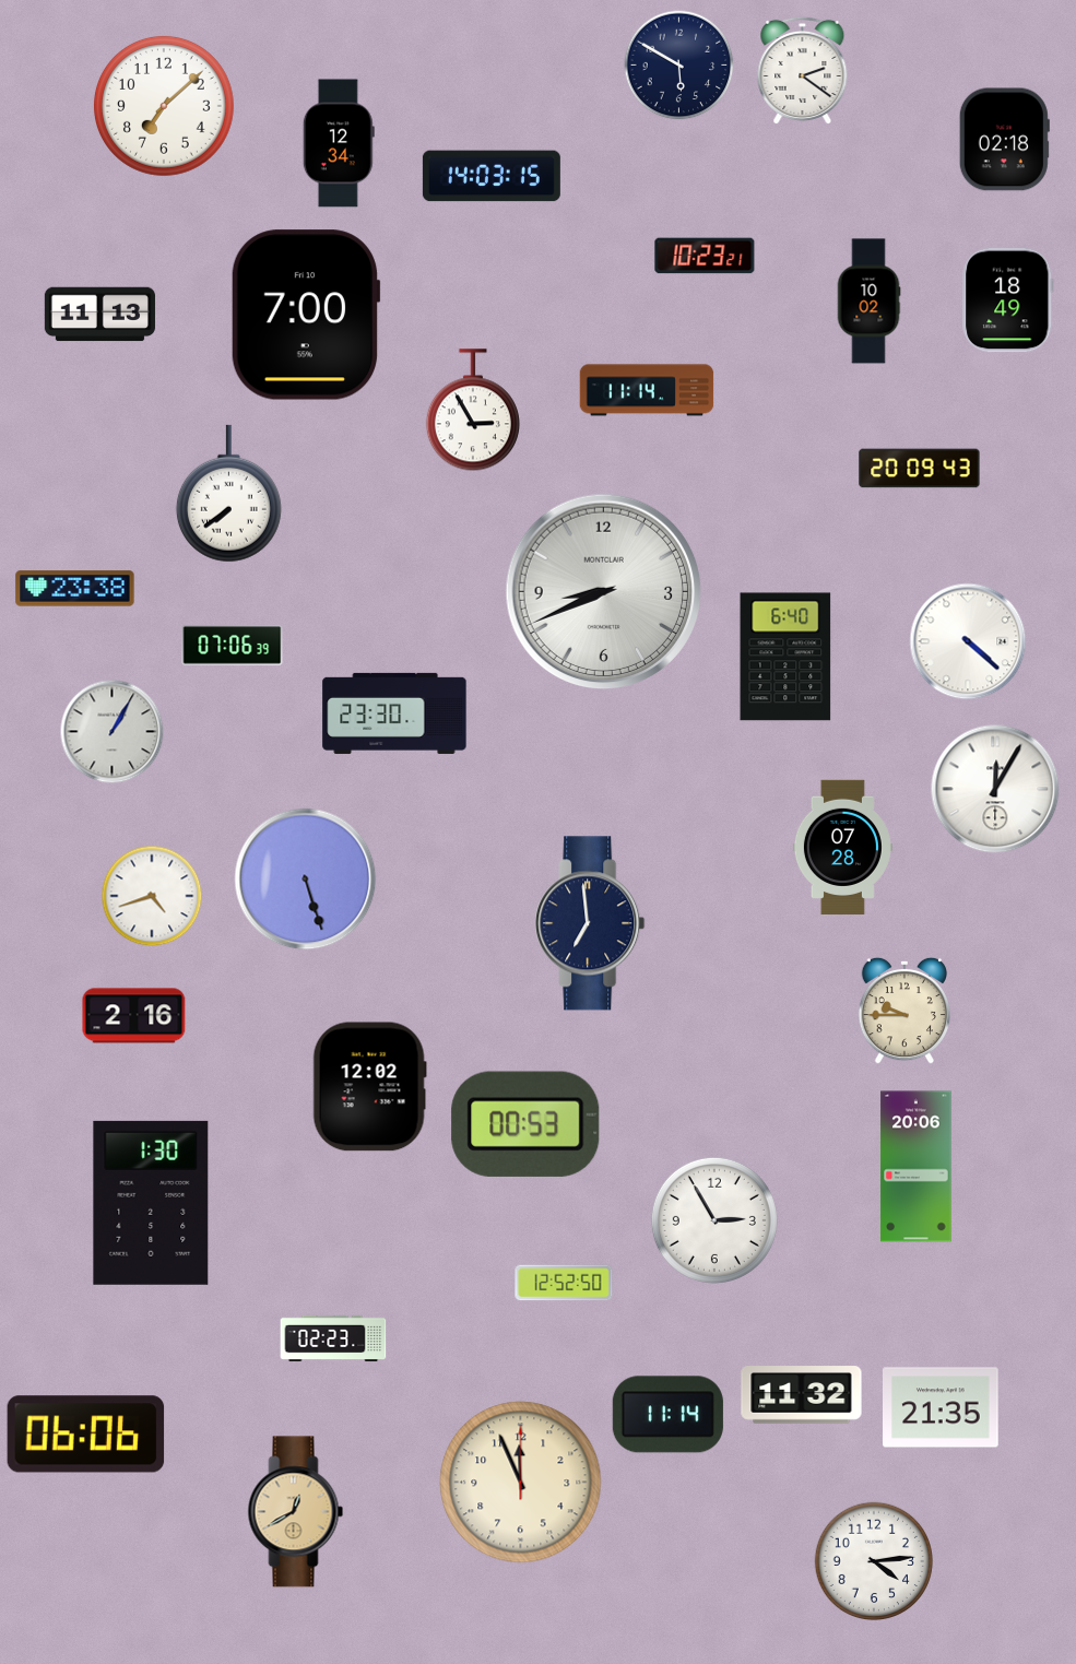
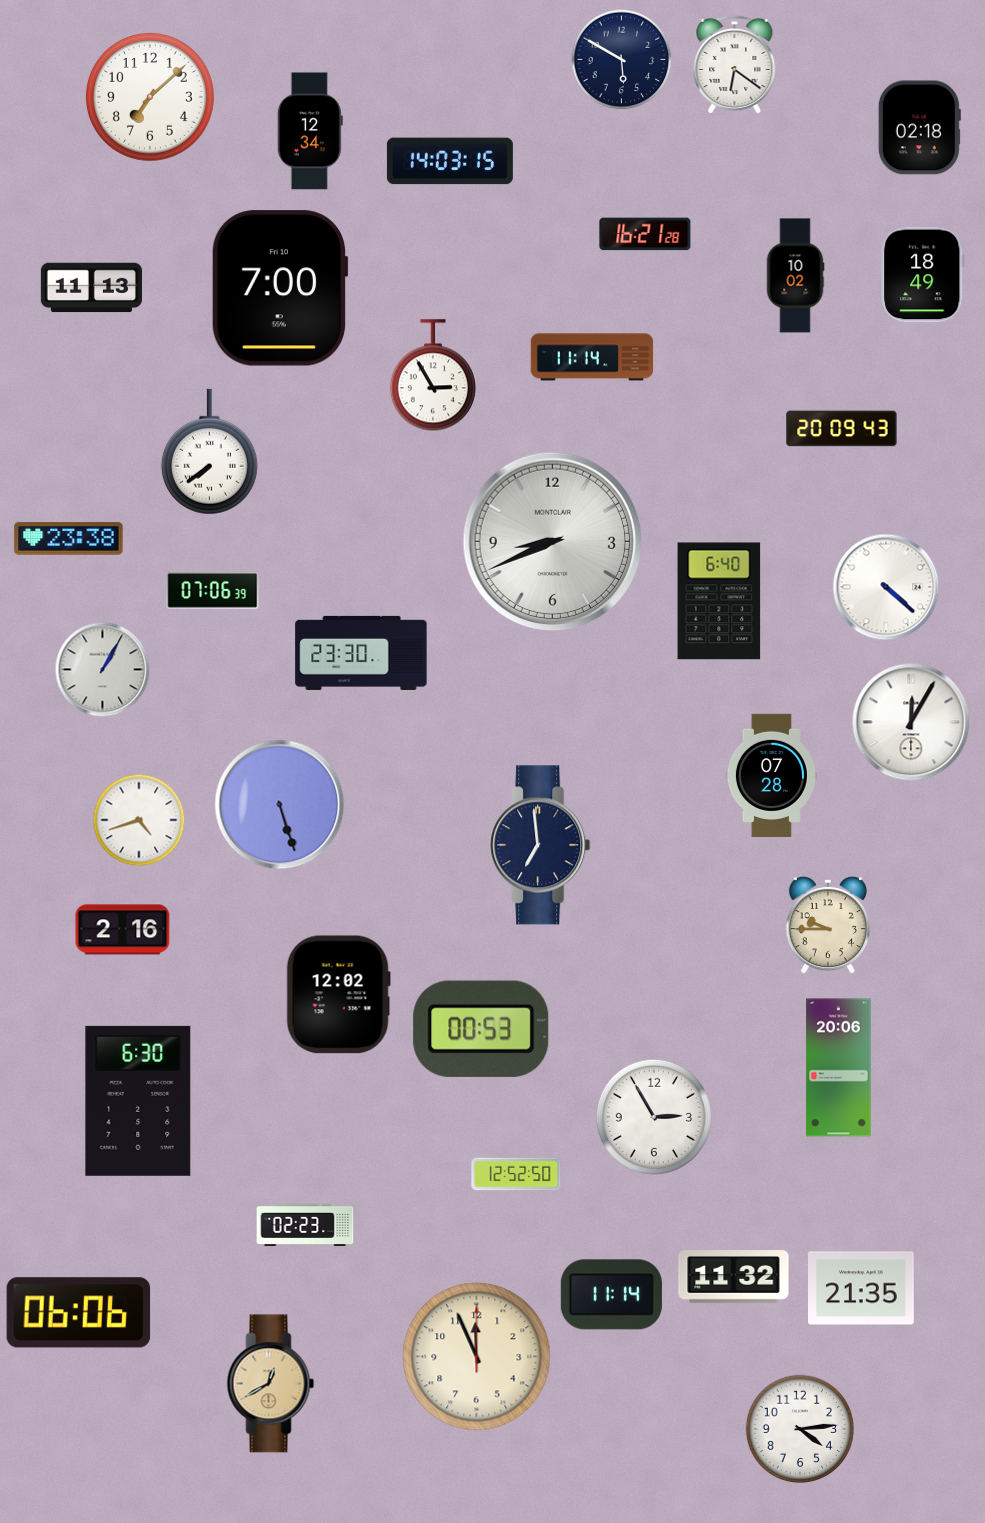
clock at (803, 70): 2:21 -> 6:21
clock at (705, 256): 10:23 -> 16:21
clock at (151, 1203): 1:30 -> 6:30
